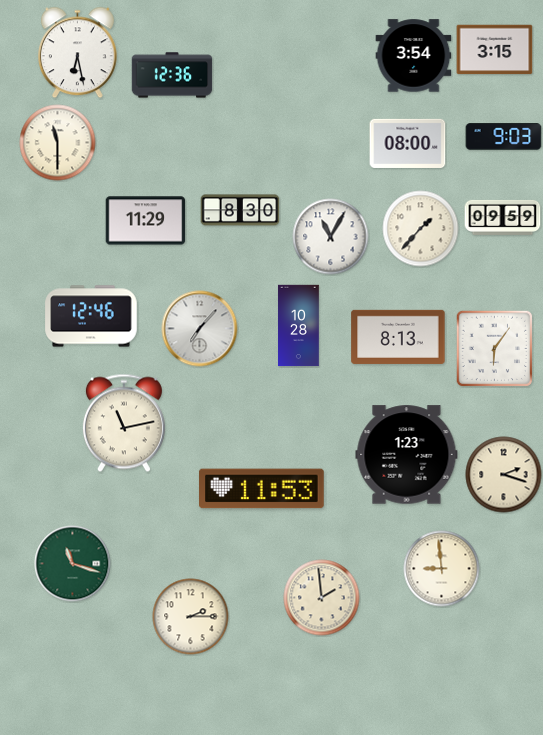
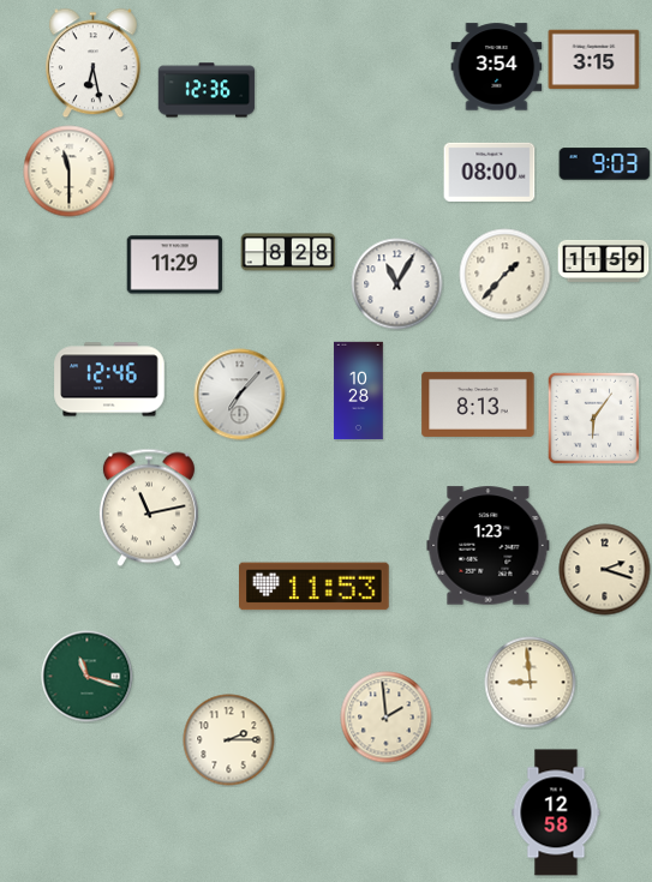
clock at (240, 210): 8:30 -> 8:28
clock at (503, 217): 09:59 -> 11:59
clock at (556, 812): none -> 12:58
